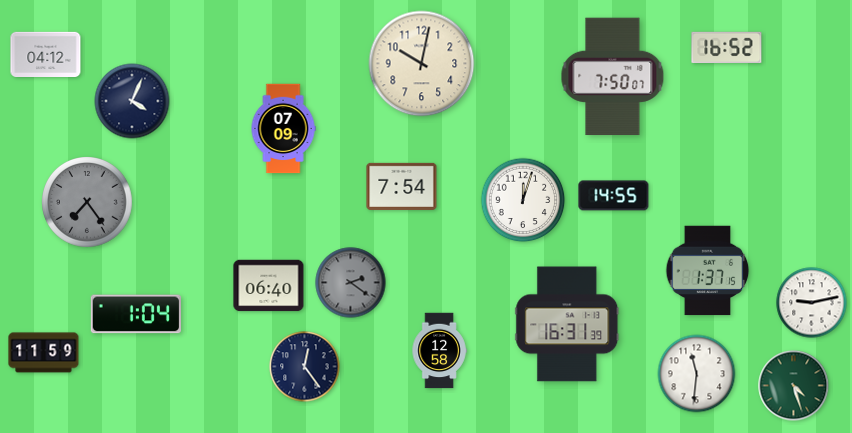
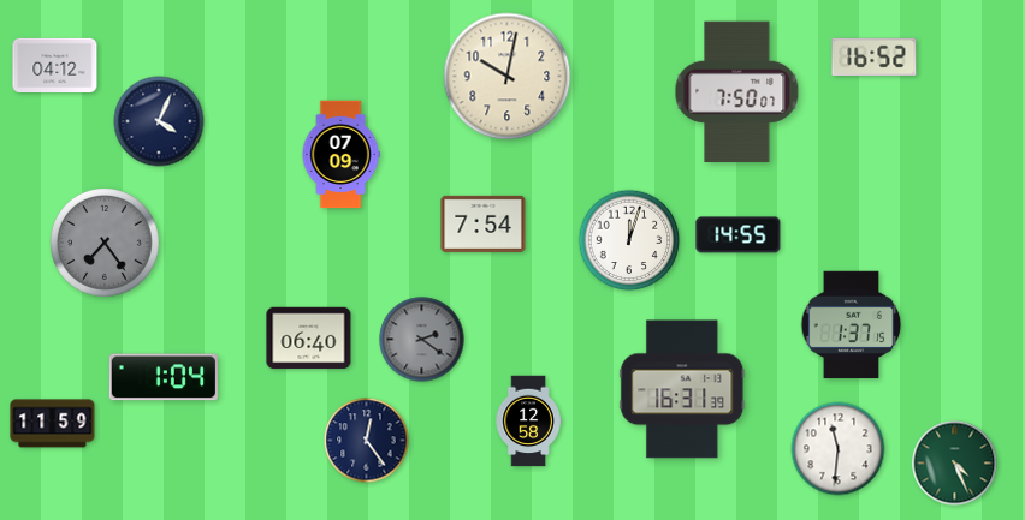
clock at (269, 286) position: (269, 286) -> (309, 339)
clock at (812, 303): 9:13 -> none
clock at (794, 386): 4:27 -> 4:26
